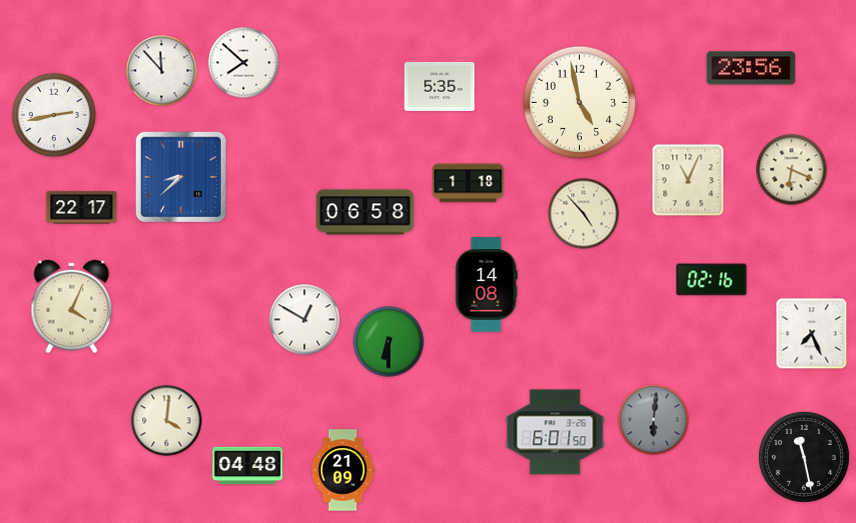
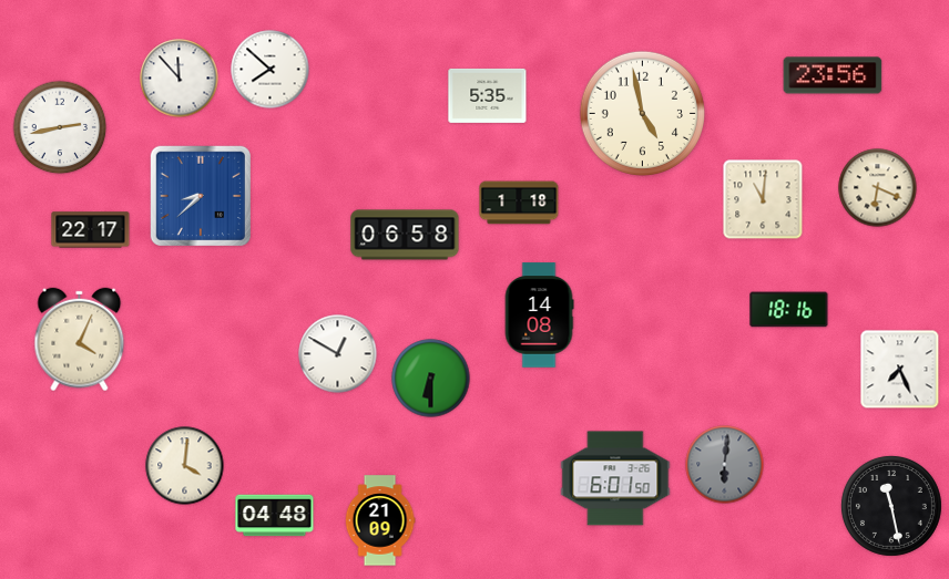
clock at (688, 180): 11:04 -> 11:01
clock at (584, 214): 4:53 -> none
clock at (712, 280): 02:16 -> 18:16
